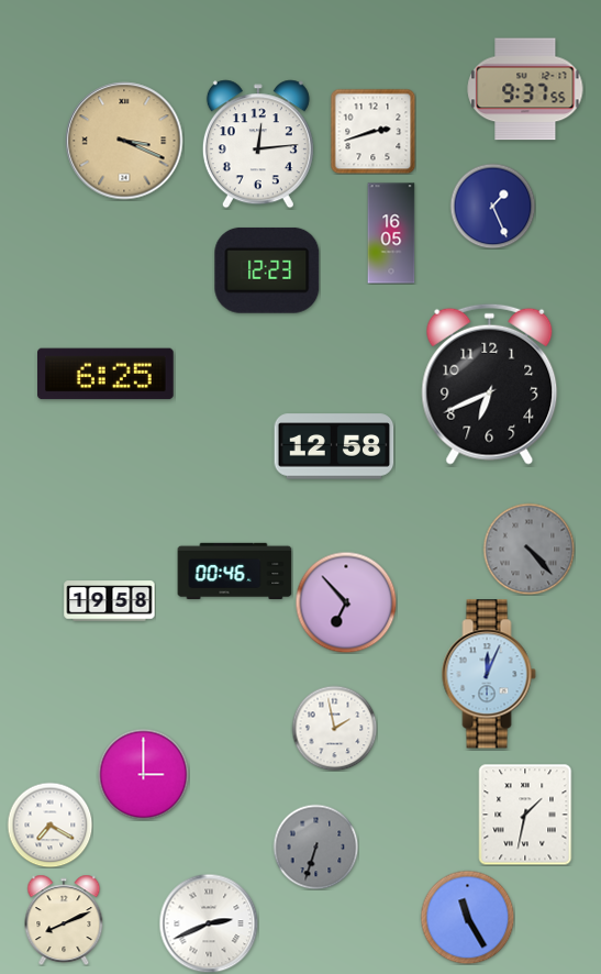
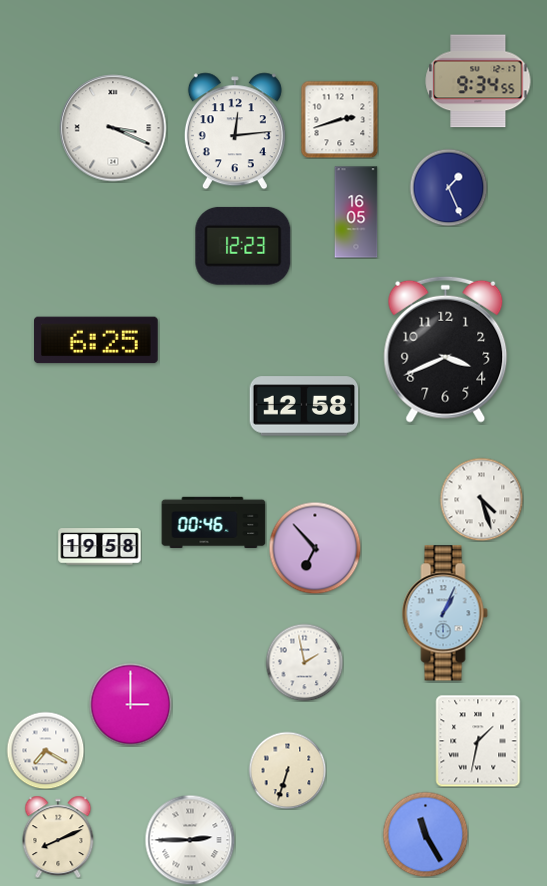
clock at (525, 89): 9:37 -> 9:34
clock at (124, 141) dial: champagne -> white
clock at (490, 384): 6:41 -> 3:41
clock at (528, 549): 4:23 -> 4:27
clock at (528, 549) dial: grey -> white
clock at (235, 572) position: (235, 572) -> (214, 523)
clock at (489, 674): 12:04 -> 1:04
clock at (315, 846) dial: grey -> cream
clock at (209, 923): 2:41 -> 2:45
